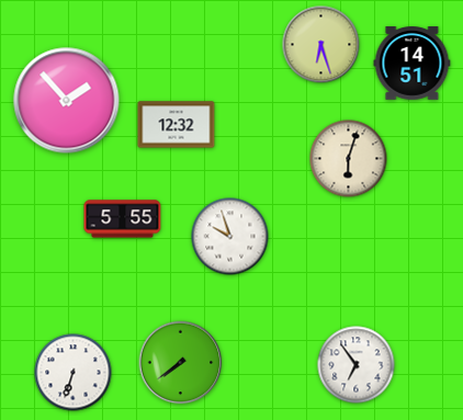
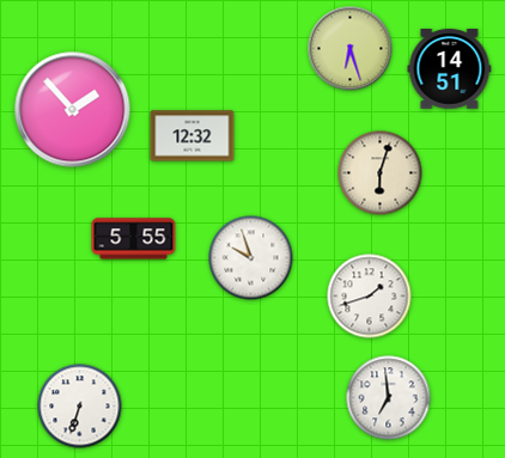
clock at (370, 297): none -> 1:42
clock at (181, 363): 7:39 -> none
clock at (357, 365): 6:54 -> 6:59
